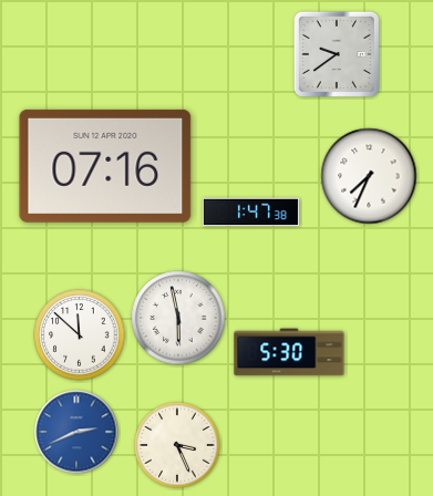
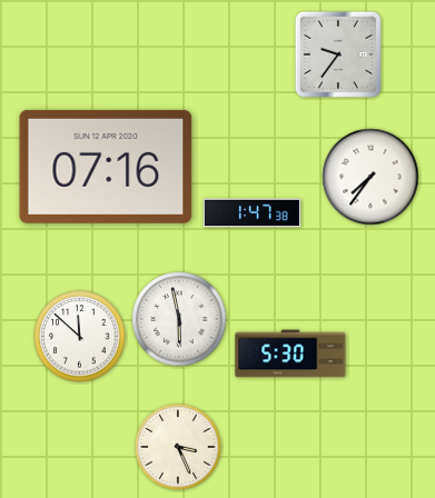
clock at (337, 54): 9:39 -> 9:36
clock at (369, 176): 7:34 -> 7:36
clock at (76, 432): 2:41 -> none
